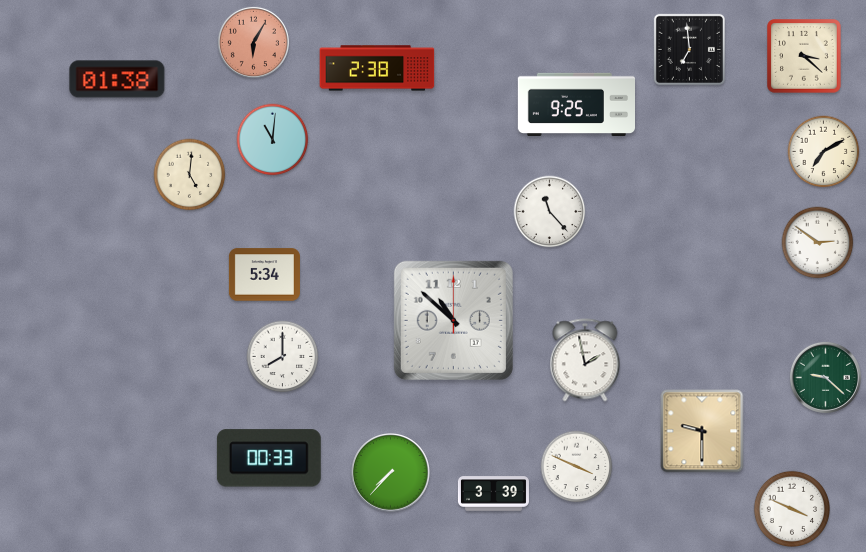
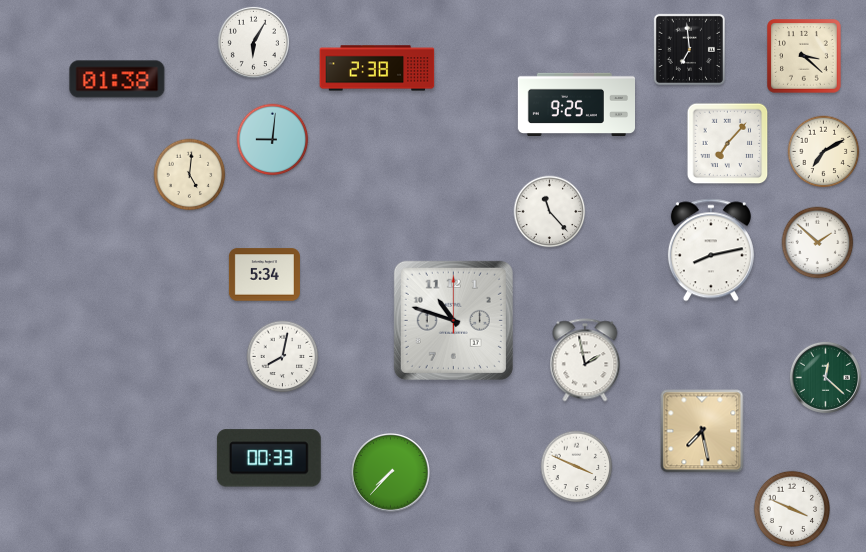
clock at (253, 42) dial: salmon -> white
clock at (273, 140): 11:01 -> 9:01
clock at (728, 144): none -> 7:07
clock at (818, 243): 2:51 -> 1:52
clock at (711, 250): none -> 8:13
clock at (453, 320): 10:52 -> 10:48
clock at (283, 357): 8:00 -> 8:02
clock at (825, 377): 9:22 -> 12:22
clock at (702, 431): 9:30 -> 7:28
clock at (493, 494): 3:39 -> none
